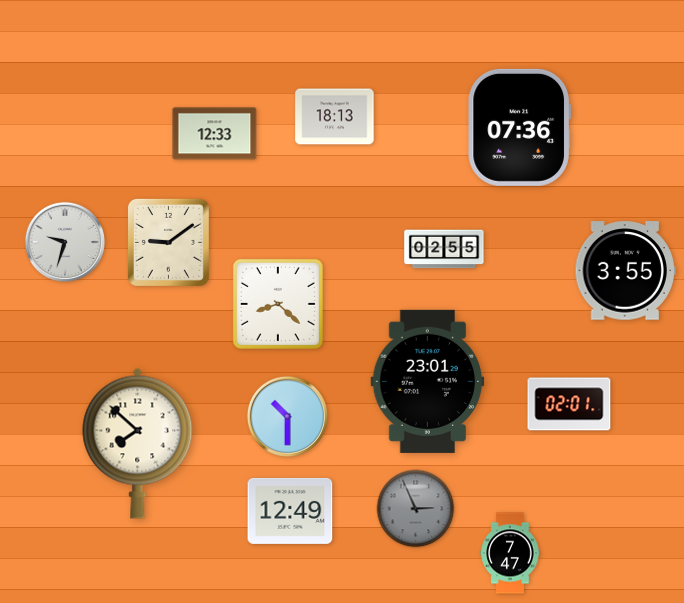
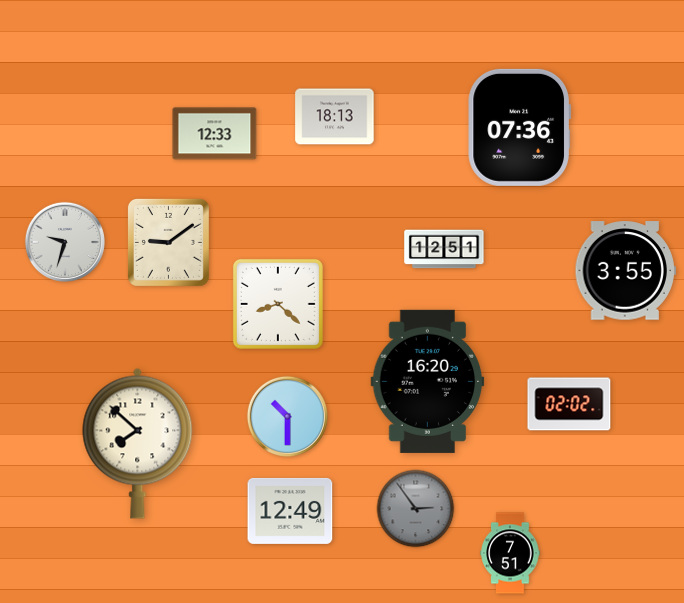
clock at (444, 249): 02:55 -> 12:51
clock at (428, 381): 23:01 -> 16:20
clock at (569, 404): 02:01 -> 02:02
clock at (416, 509): 2:56 -> 2:54
clock at (510, 553): 7:47 -> 7:51
